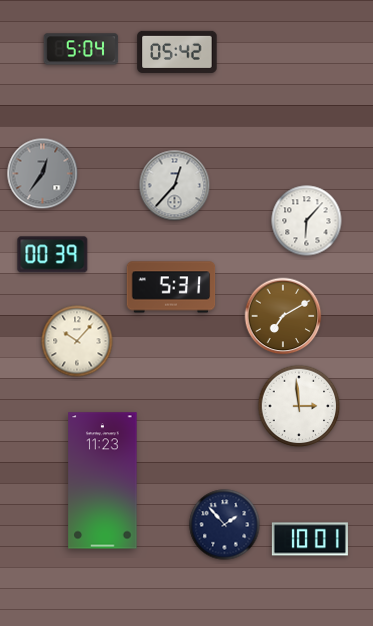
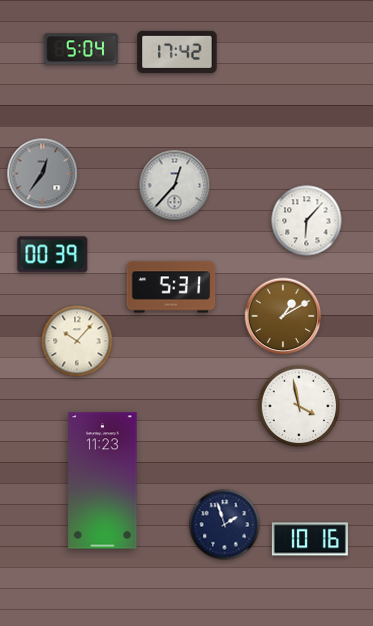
clock at (177, 52): 05:42 -> 17:42
clock at (283, 316): 7:10 -> 1:10
clock at (299, 406): 2:59 -> 3:58
clock at (225, 525): 1:53 -> 1:57
clock at (310, 539): 10:01 -> 10:16
